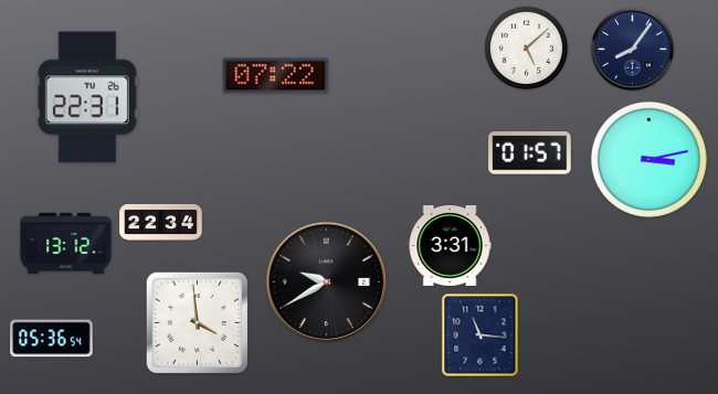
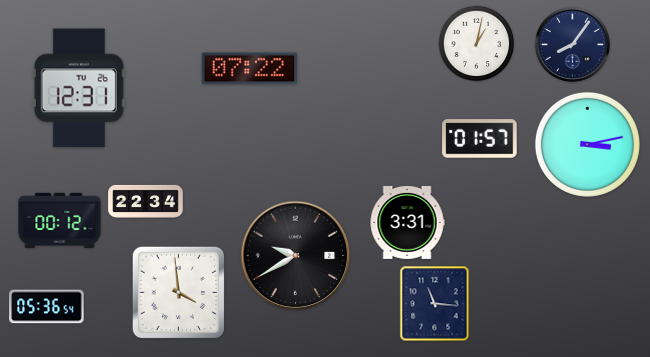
clock at (527, 49): 5:08 -> 1:02
clock at (87, 97): 22:31 -> 12:31
clock at (66, 243): 13:12 -> 00:12
